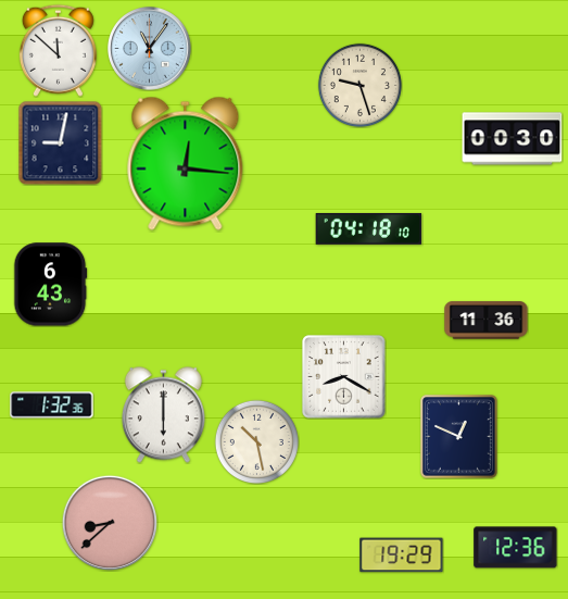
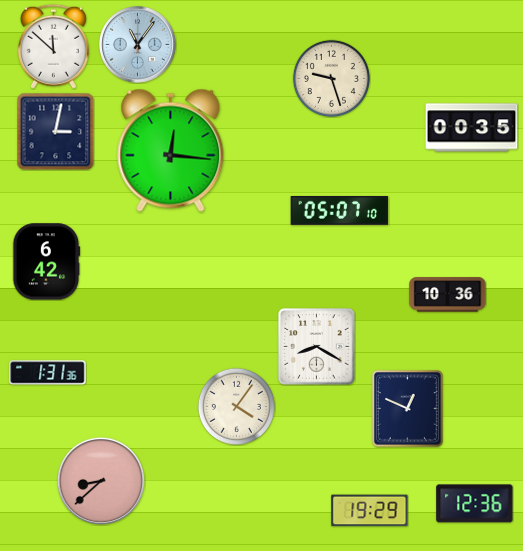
clock at (513, 139): 00:30 -> 00:35
clock at (60, 142): 9:02 -> 3:02
clock at (369, 228): 04:18 -> 05:07
clock at (50, 285): 6:43 -> 6:42
clock at (487, 321): 11:36 -> 10:36
clock at (52, 405): 1:32 -> 1:31
clock at (163, 415): 6:00 -> none
clock at (459, 437) position: (459, 437) -> (408, 409)
clock at (256, 441): 10:28 -> 4:06
